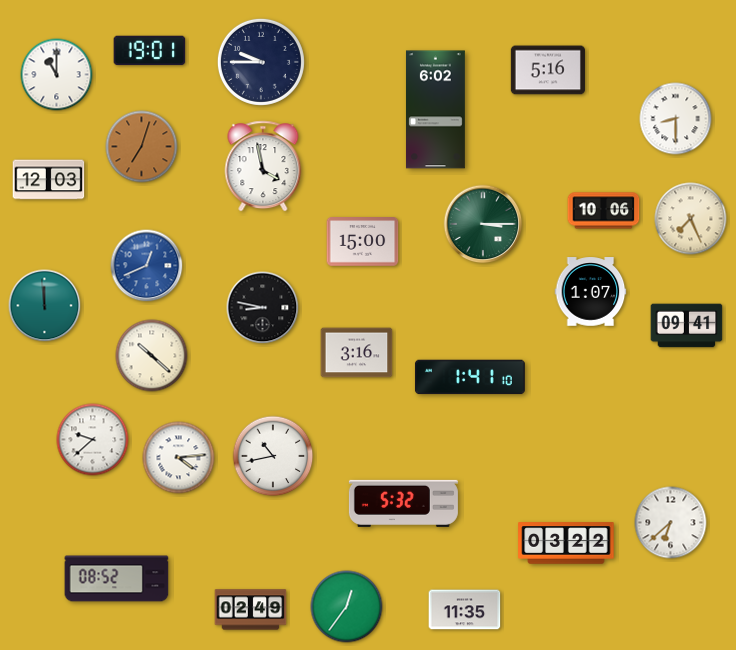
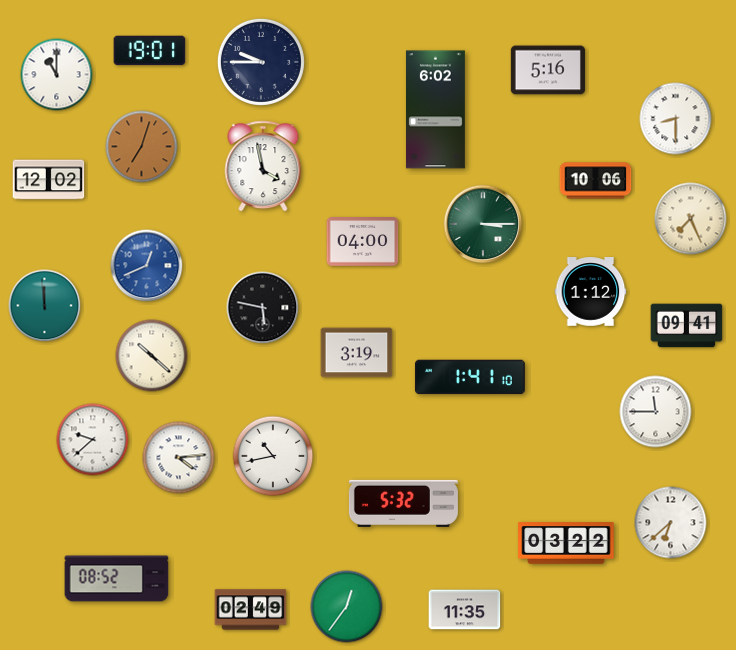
clock at (49, 180): 12:03 -> 12:02
clock at (604, 211) position: (604, 211) -> (596, 181)
clock at (363, 242): 15:00 -> 04:00
clock at (591, 292): 1:07 -> 1:12
clock at (263, 308): 8:47 -> 5:47
clock at (357, 353): 3:16 -> 3:19
clock at (656, 412): none -> 11:45
